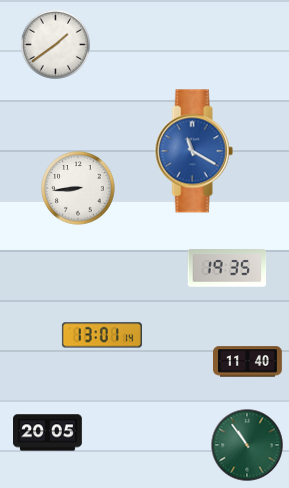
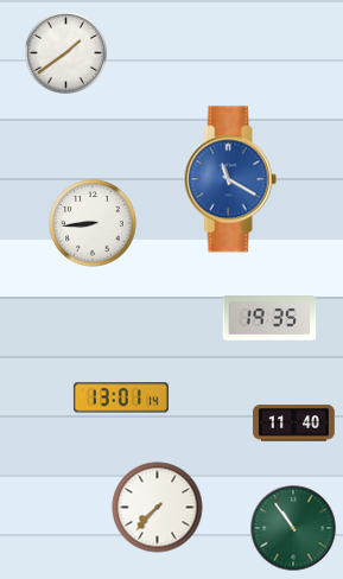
clock at (248, 362) position: (248, 362) -> (294, 424)
clock at (158, 508): none -> 7:37
clock at (48, 433): 20:05 -> none
